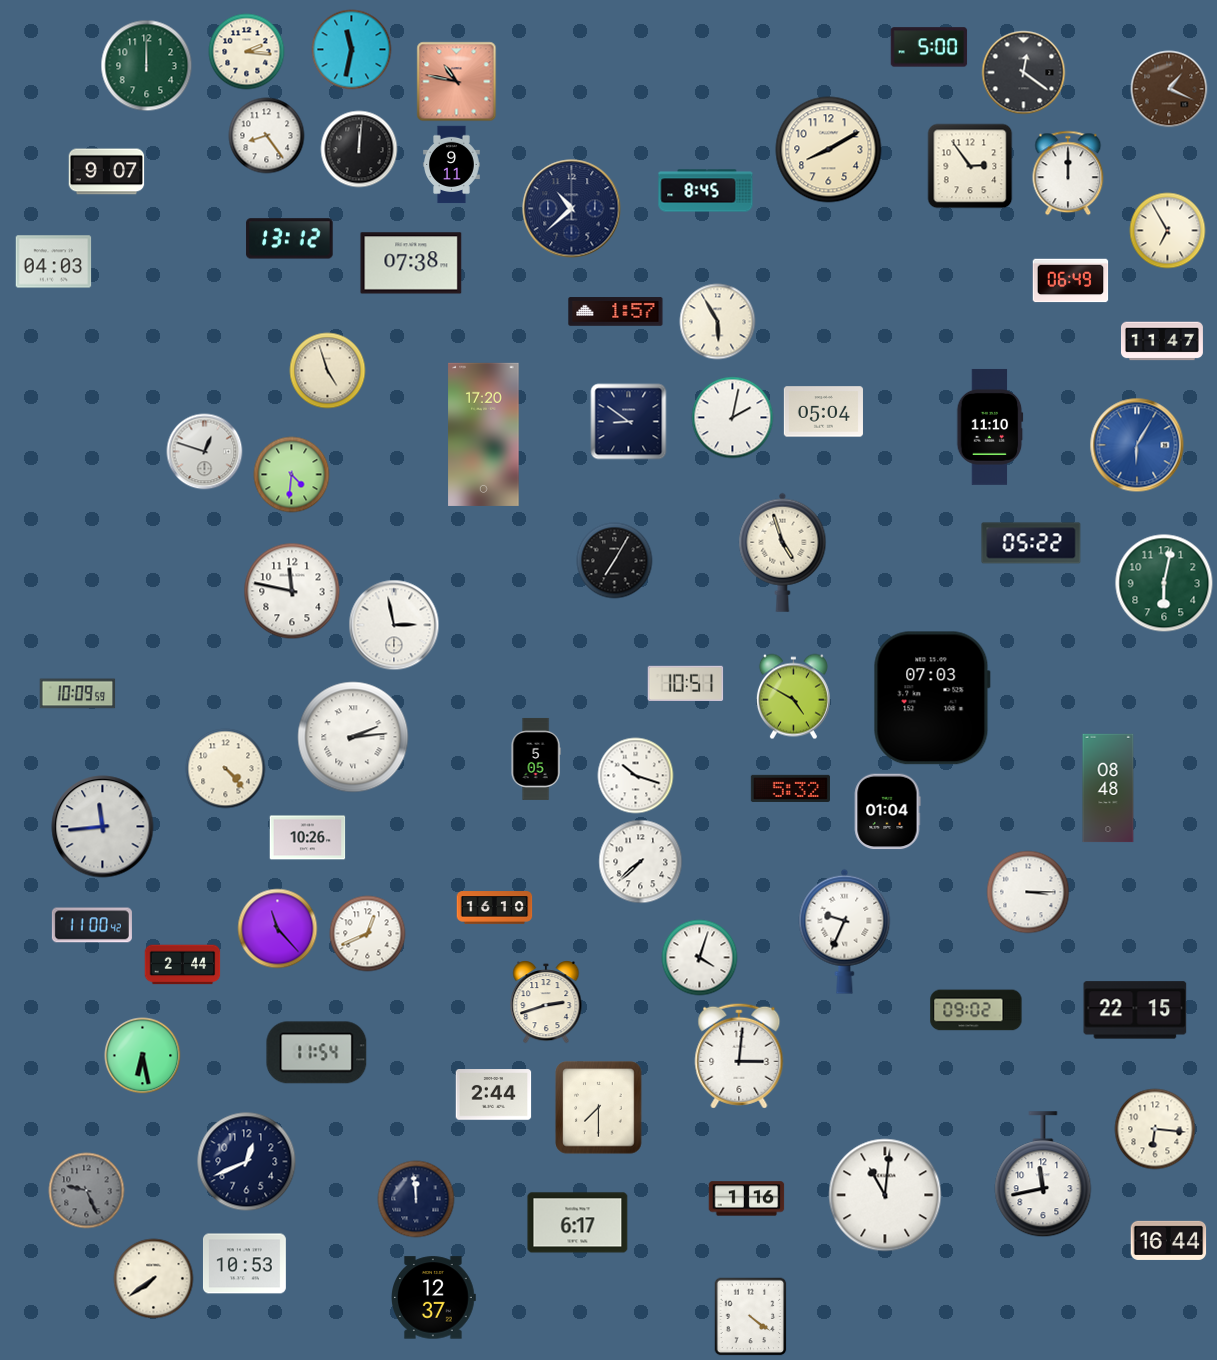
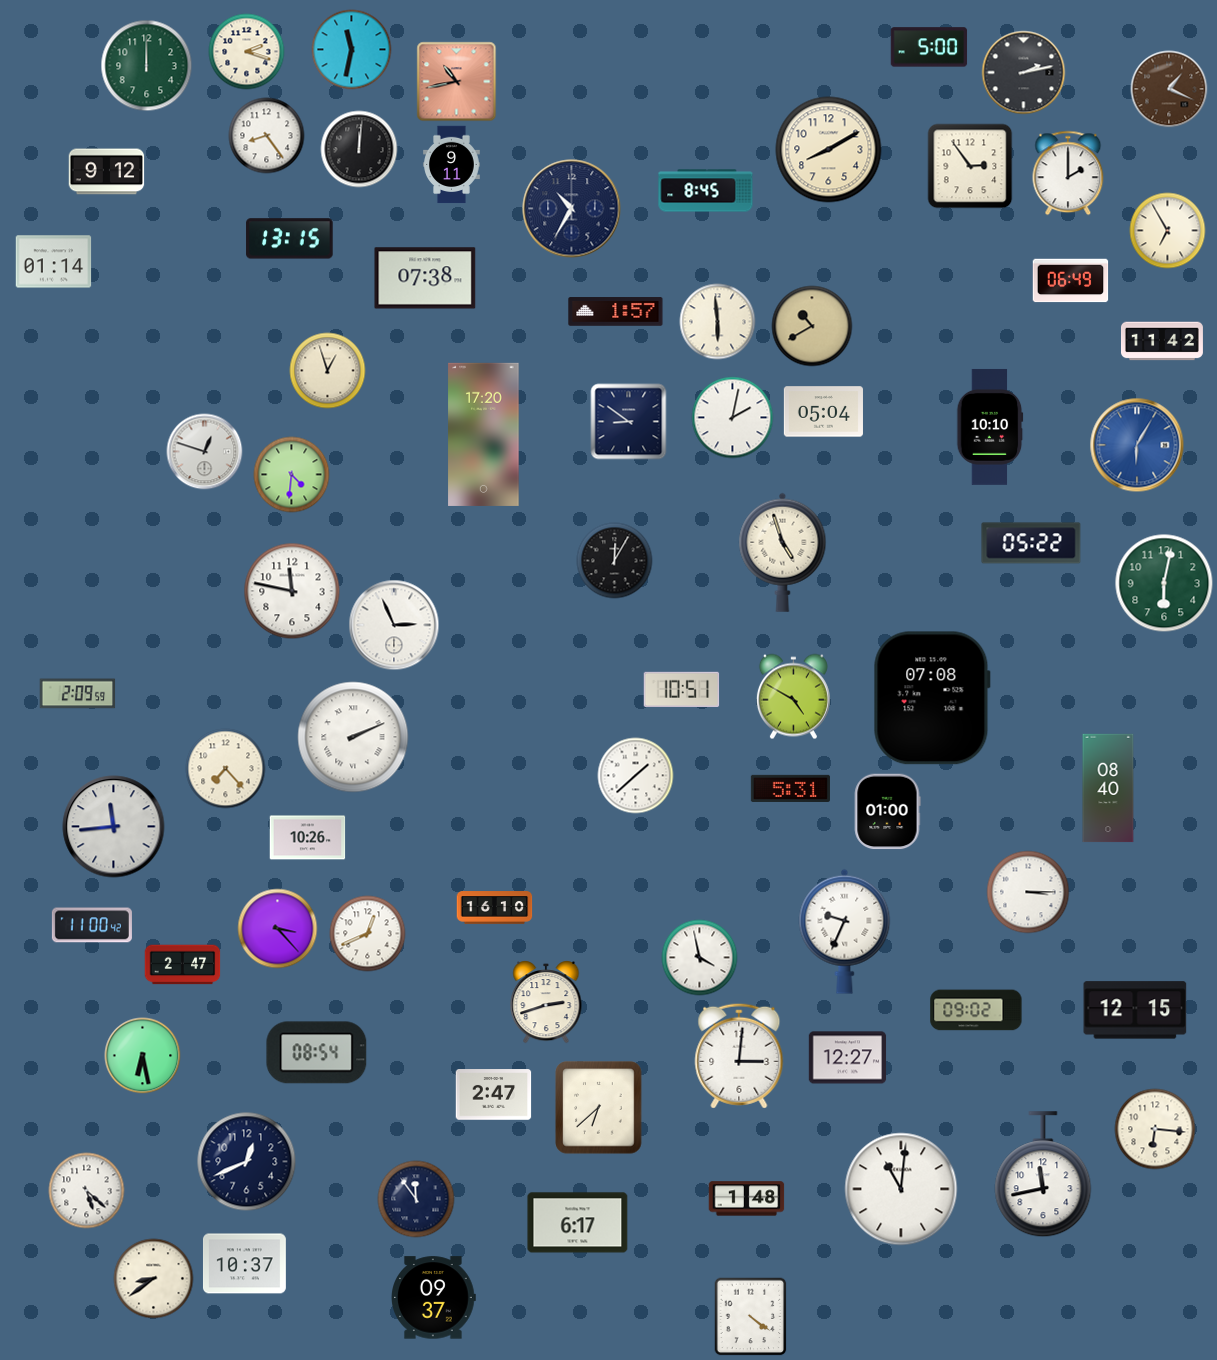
clock at (247, 52): 2:16 -> 2:18
clock at (1024, 73): 12:21 -> 2:13
clock at (457, 82): 10:47 -> 10:43
clock at (107, 172): 9:07 -> 9:12
clock at (1068, 173): 12:00 -> 2:00
clock at (572, 209): 10:38 -> 10:35
clock at (290, 239): 13:12 -> 13:15
clock at (54, 262): 04:03 -> 01:14
clock at (411, 263) position: (411, 263) -> (425, 278)
clock at (718, 322): 5:55 -> 5:59
clock at (812, 326): none -> 10:40
clock at (1162, 341): 11:47 -> 11:42
clock at (328, 371): 4:57 -> 12:57
clock at (990, 427): 11:10 -> 10:10
clock at (615, 561): 7:05 -> 12:05
clock at (394, 625): 2:58 -> 2:56
clock at (686, 683) position: (686, 683) -> (682, 689)
clock at (78, 694): 10:09 -> 2:09
clock at (932, 698): 07:03 -> 07:08
clock at (353, 737): 2:14 -> 2:11
clock at (536, 759): 5:05 -> none
clock at (226, 769): 4:23 -> 7:23
clock at (636, 776): 10:18 -> 1:38
clock at (790, 788): 5:32 -> 5:31
clock at (1108, 788): 08:48 -> 08:40
clock at (887, 812): 01:04 -> 01:00
clock at (103, 827) position: (103, 827) -> (114, 827)
clock at (641, 862): 7:38 -> none
clock at (278, 929): 11:23 -> 3:23
clock at (700, 958): 4:03 -> 3:58
clock at (183, 965): 2:44 -> 2:47
clock at (1135, 1010): 22:15 -> 12:15
clock at (317, 1053): 11:54 -> 08:54
clock at (848, 1058): none -> 12:27
clock at (494, 1095): 2:44 -> 2:47
clock at (599, 1108): 7:30 -> 6:38
clock at (87, 1191): 9:26 -> 5:22
clock at (87, 1191) dial: grey -> white
clock at (885, 1195) position: (885, 1195) -> (901, 1189)
clock at (416, 1199): 11:59 -> 11:54
clock at (747, 1199): 1:16 -> 1:48
clock at (1169, 1240): 16:44 -> none
clock at (244, 1264): 10:53 -> 10:37
clock at (154, 1279): 7:39 -> 8:39
clock at (434, 1298): 12:37 -> 09:37
